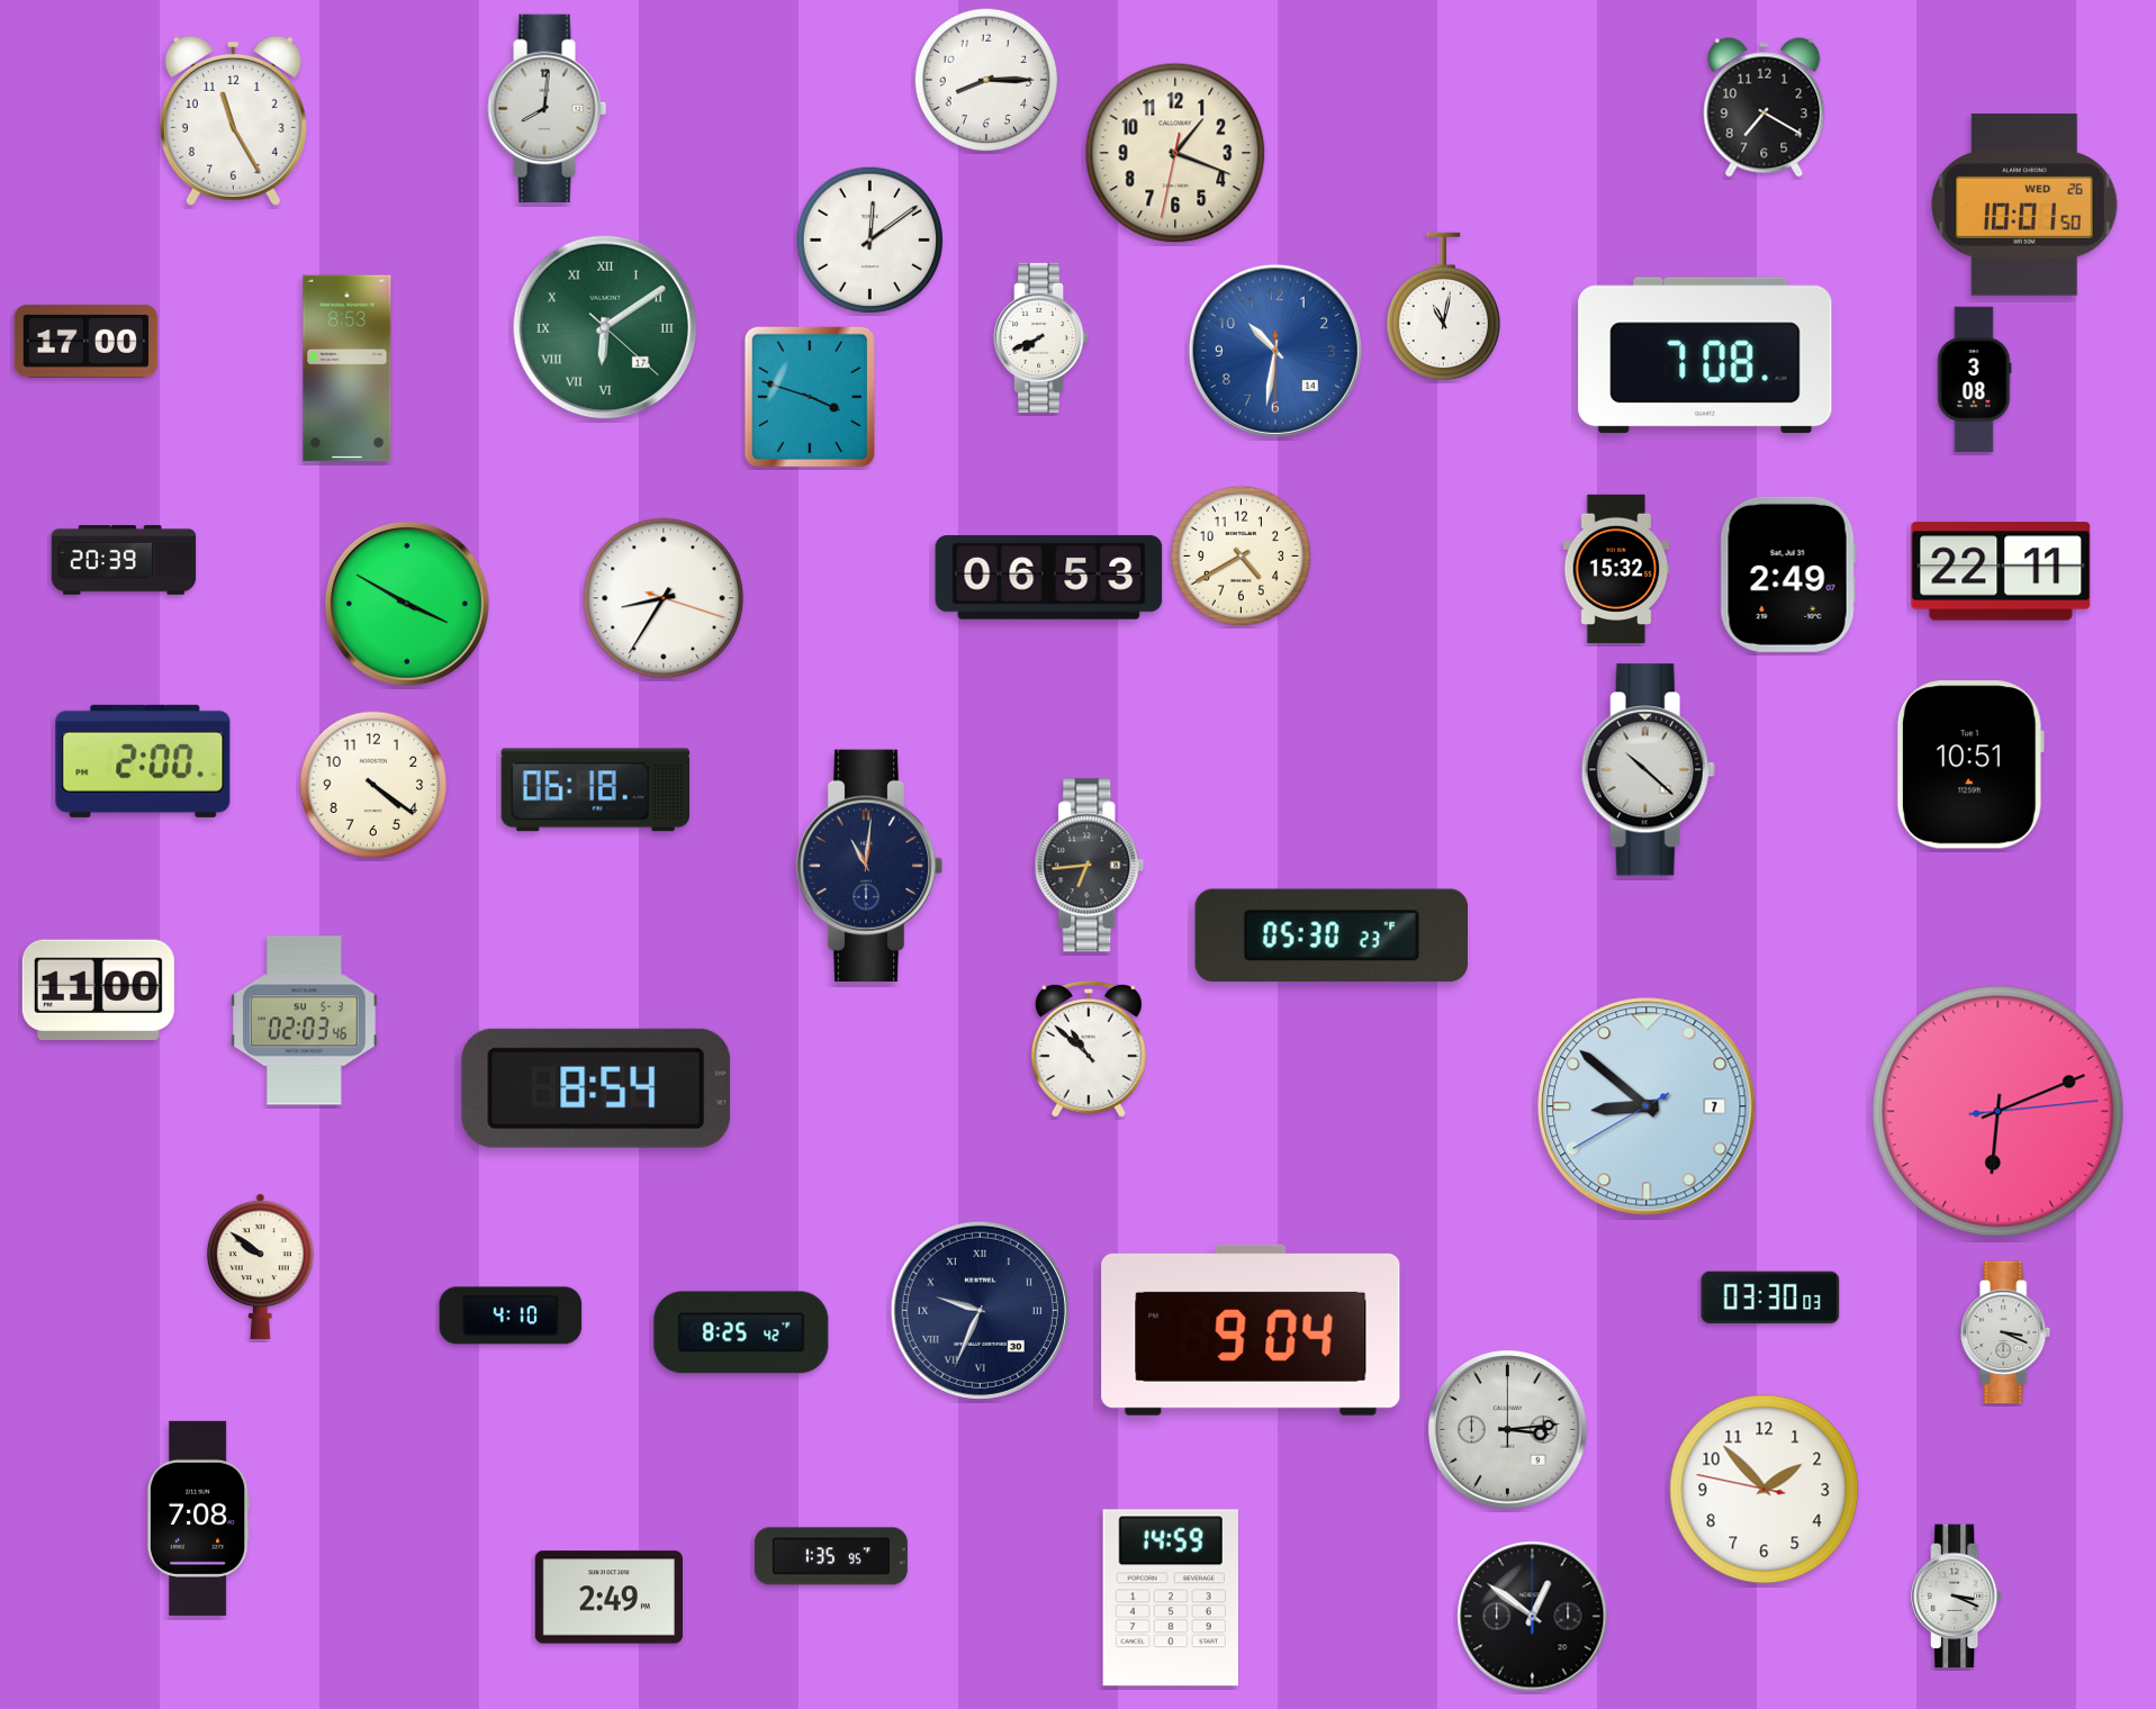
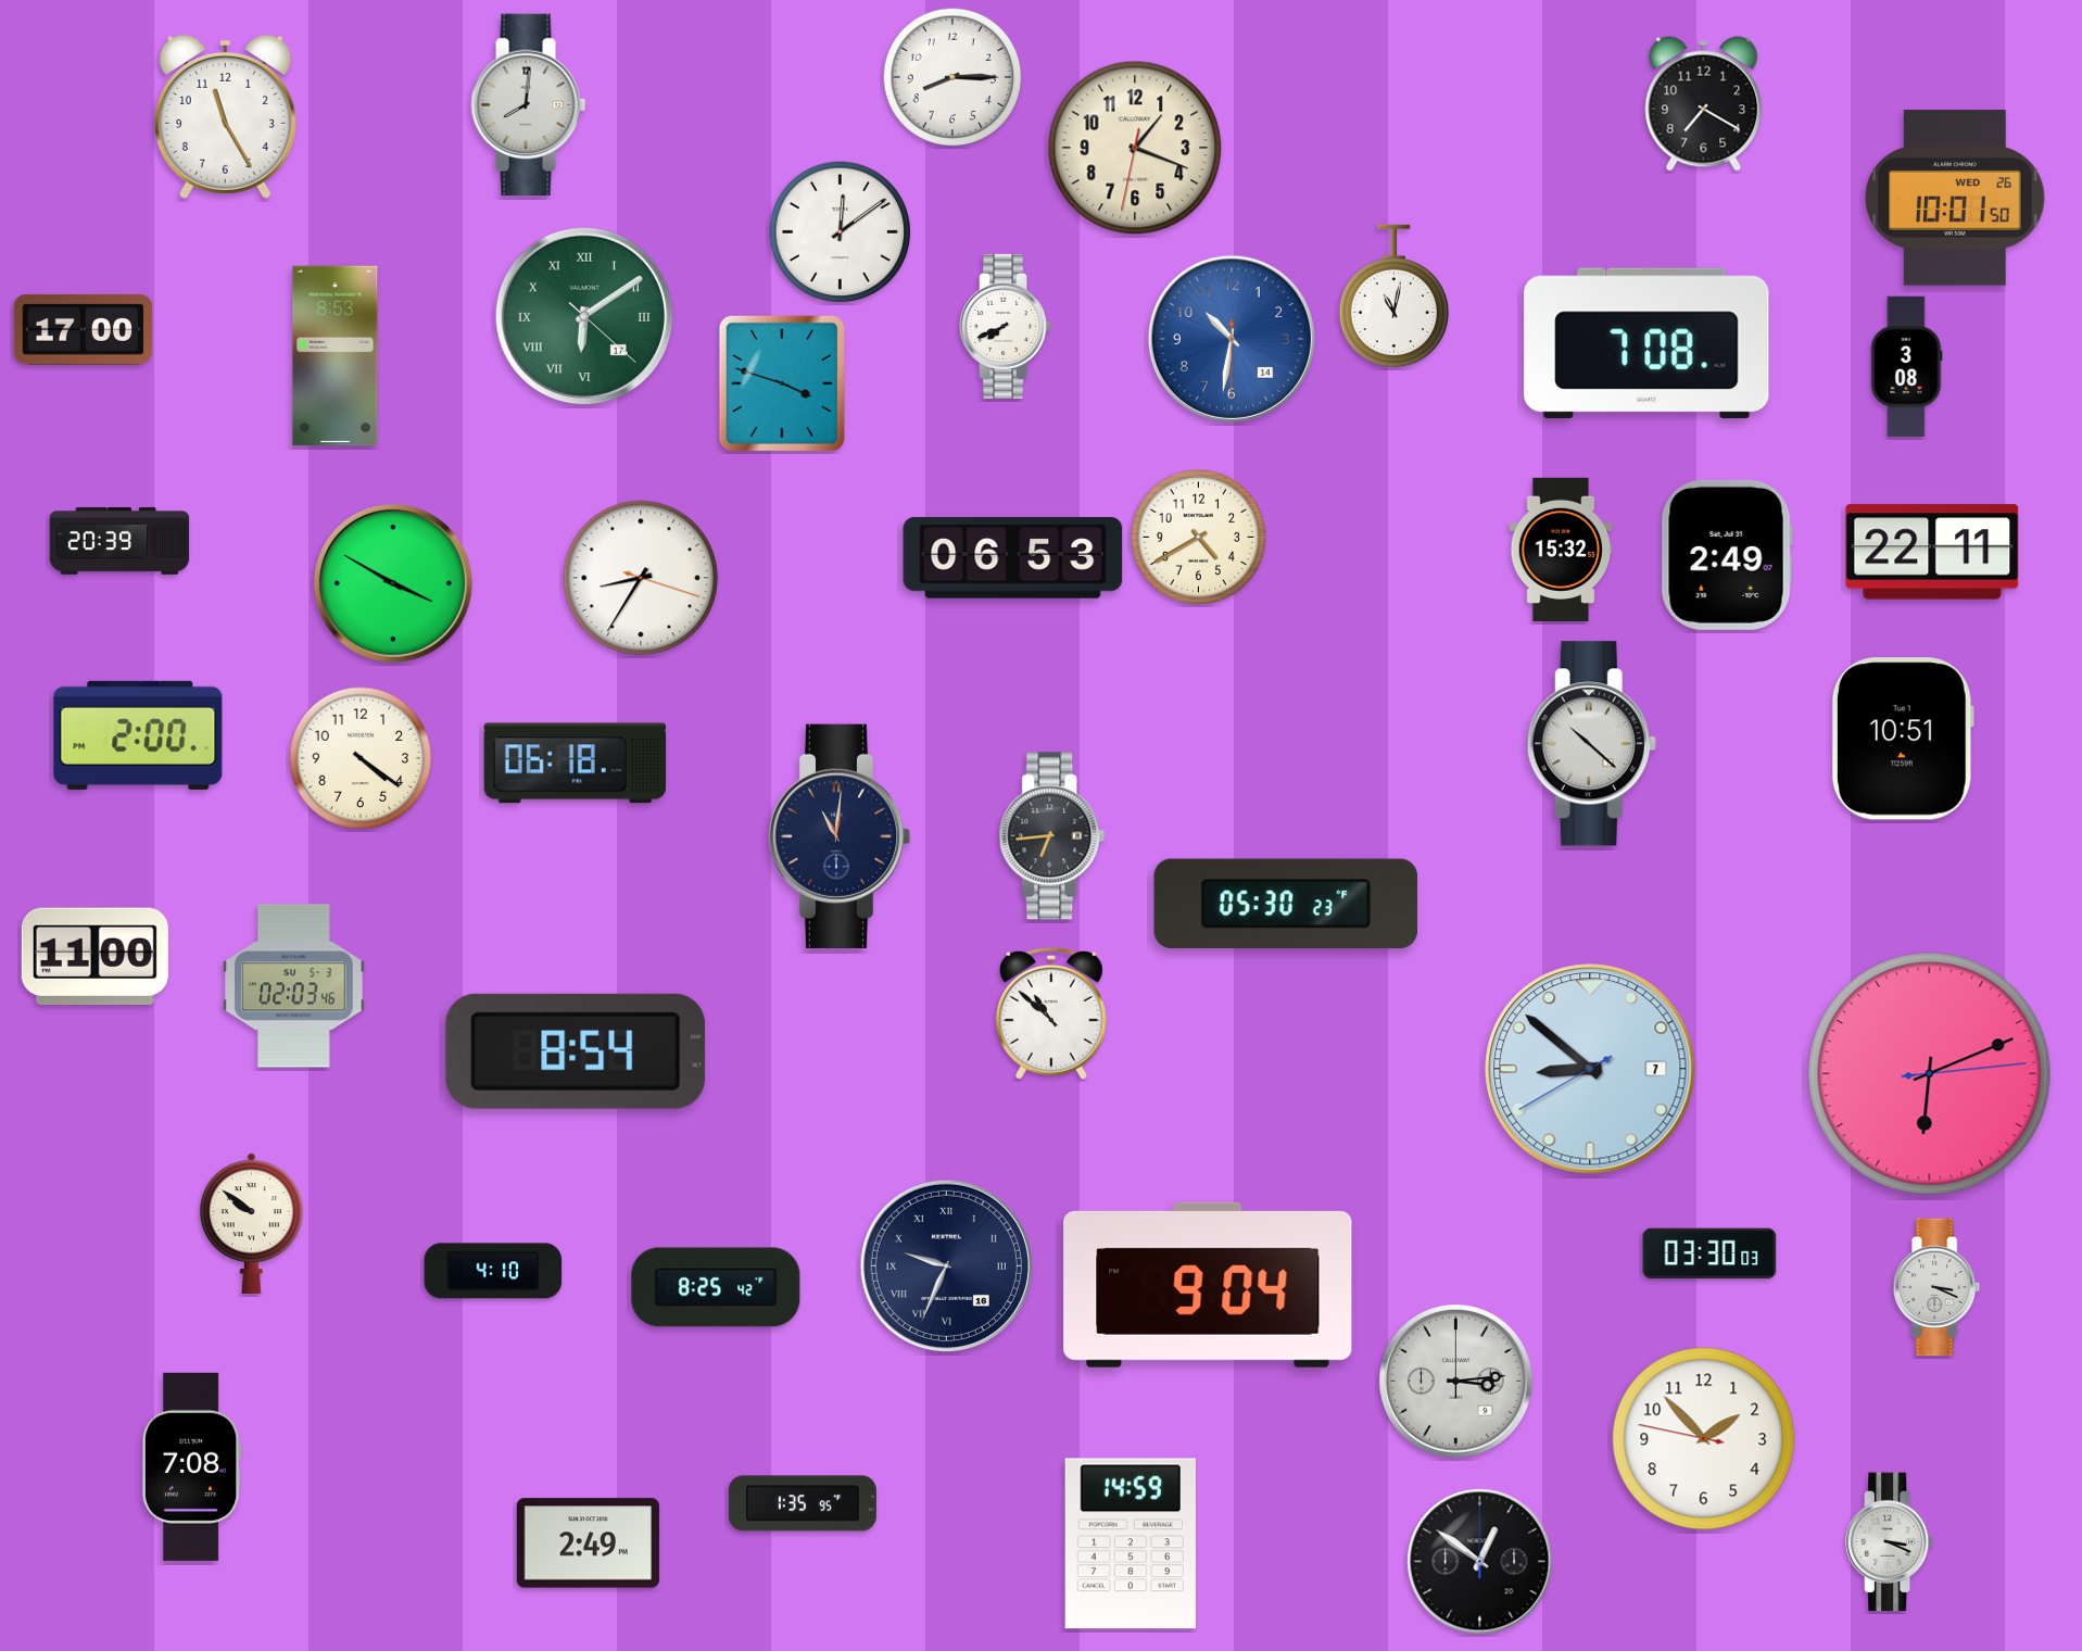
clock at (980, 1310) date: 30 -> 16
